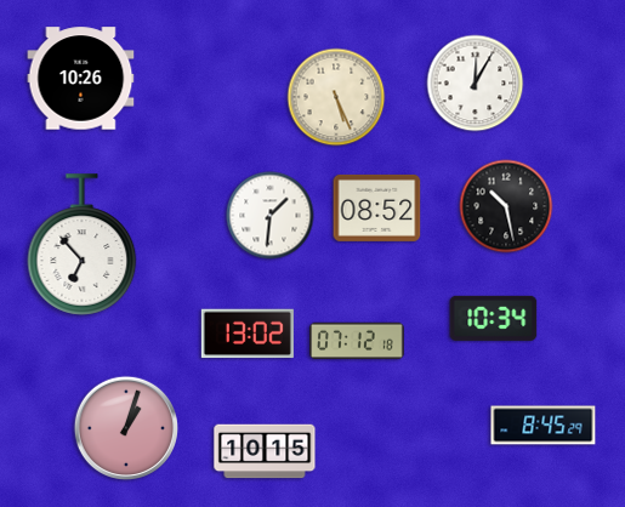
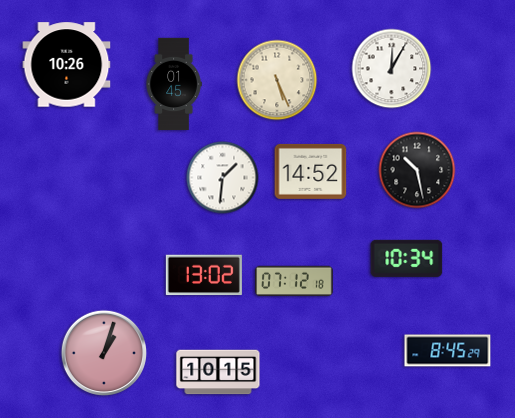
clock at (174, 83): none -> 01:45
clock at (377, 207): 08:52 -> 14:52
clock at (83, 245): 6:53 -> none
clock at (494, 318) position: (494, 318) -> (407, 258)
